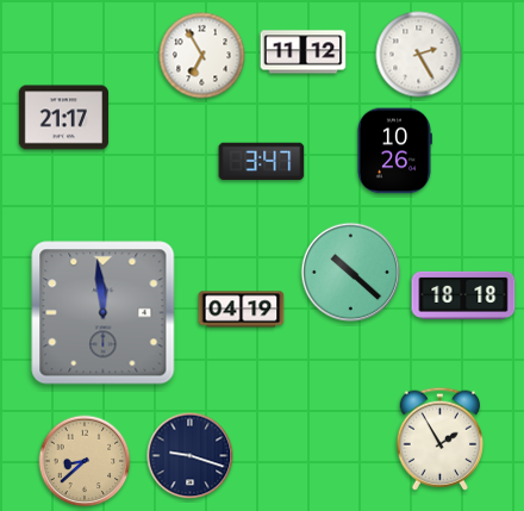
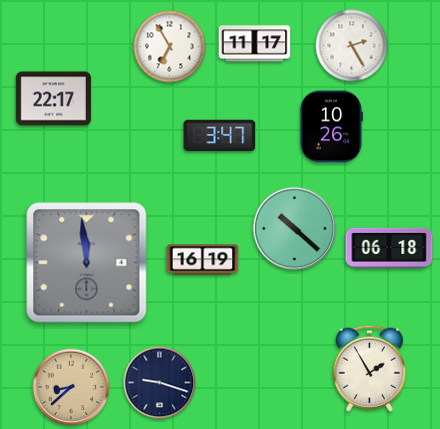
clock at (304, 52): 11:12 -> 11:17
clock at (63, 118): 21:17 -> 22:17
clock at (463, 295): 18:18 -> 06:18
clock at (242, 310): 04:19 -> 16:19
